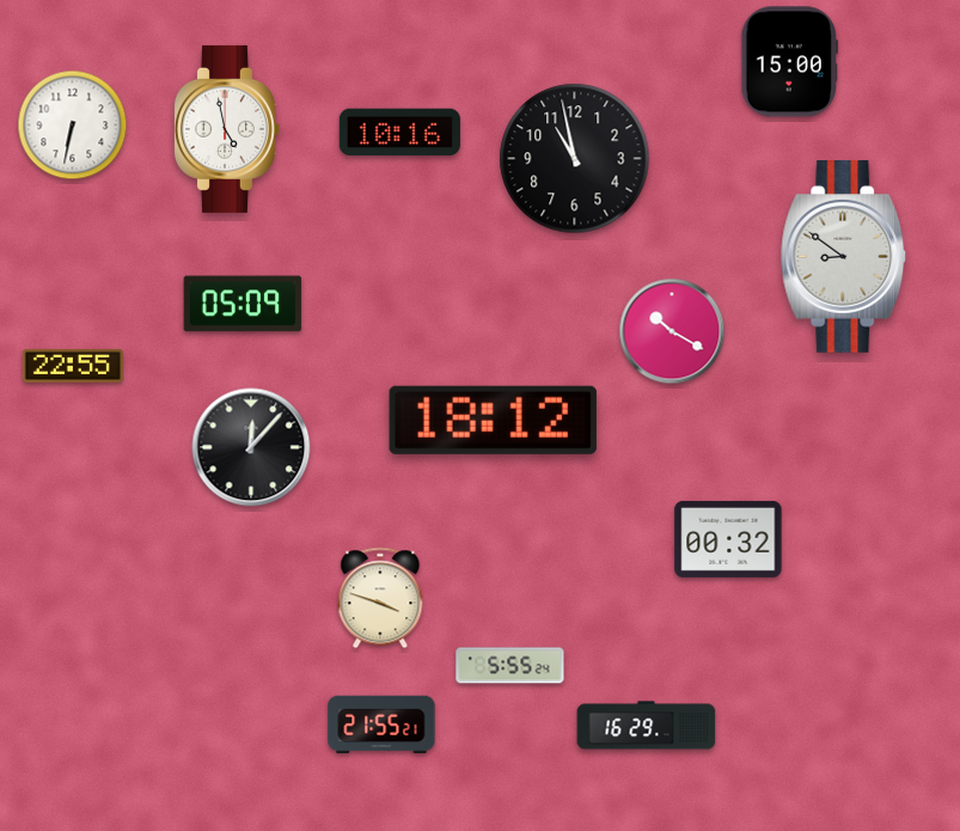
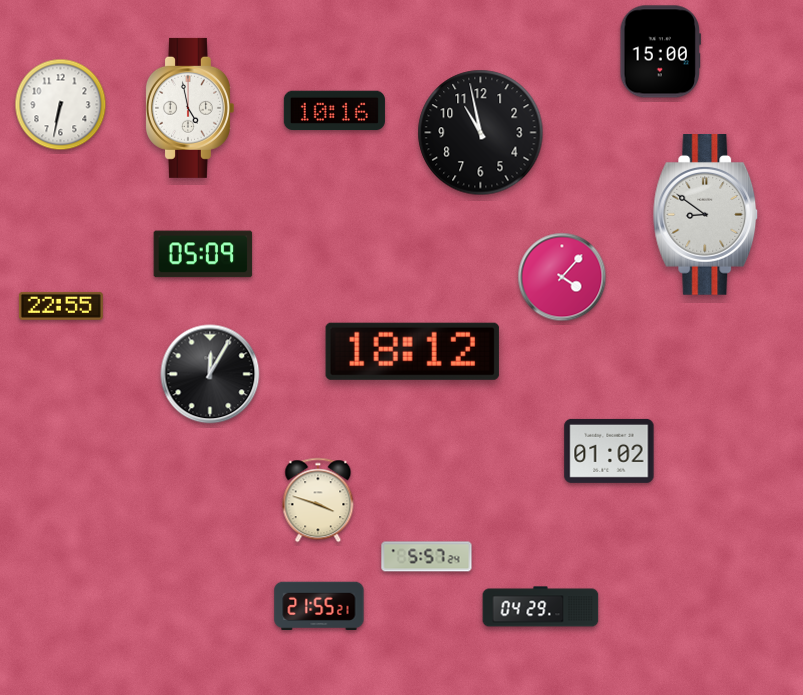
clock at (672, 331): 10:20 -> 4:07
clock at (251, 447): 12:07 -> 12:05
clock at (728, 539): 00:32 -> 01:02
clock at (510, 666): 5:55 -> 5:57
clock at (647, 726): 16:29 -> 04:29
